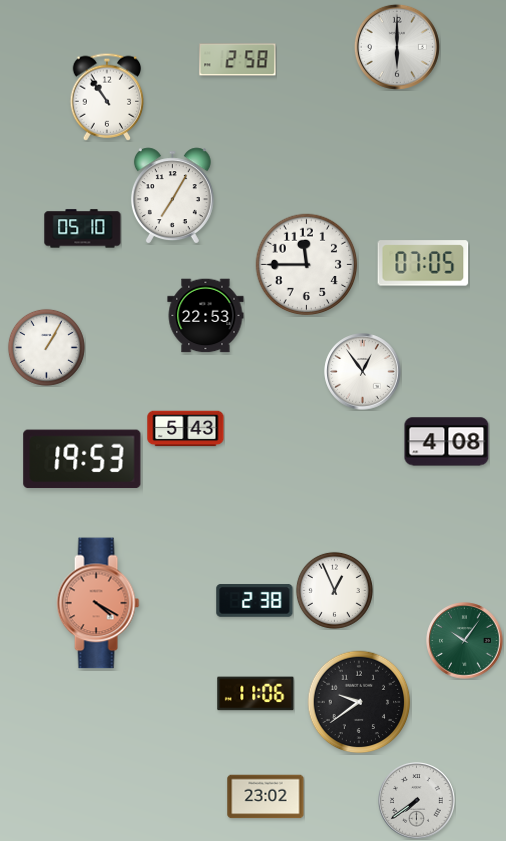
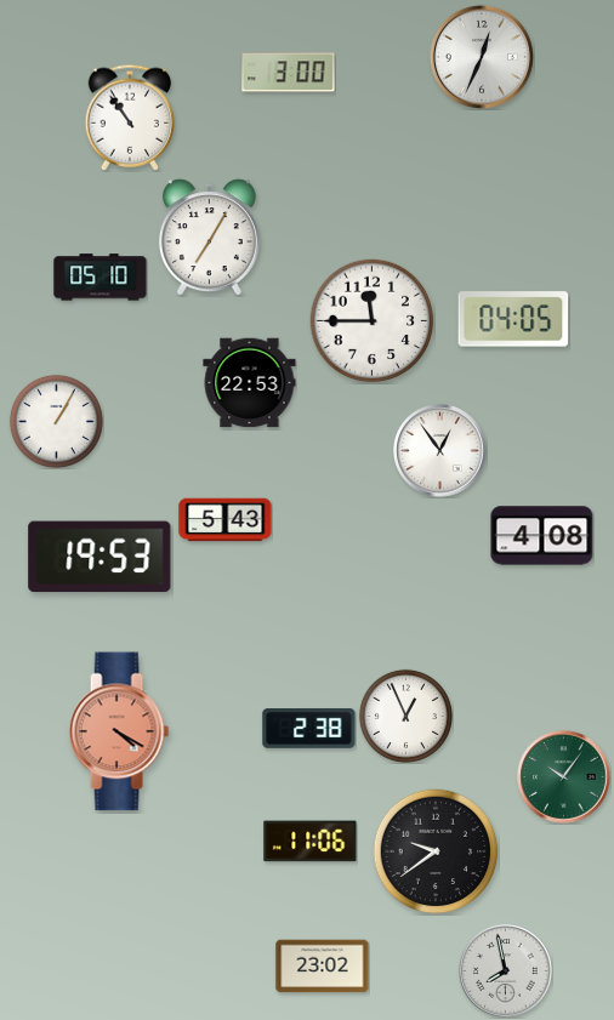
clock at (397, 47): 6:00 -> 12:34
clock at (238, 60): 2:58 -> 3:00
clock at (423, 263): 07:05 -> 04:05
clock at (417, 801): 7:39 -> 7:58
